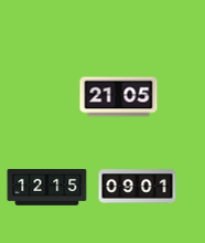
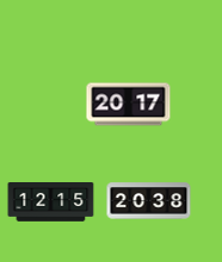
clock at (119, 97): 21:05 -> 20:17
clock at (138, 187): 09:01 -> 20:38
